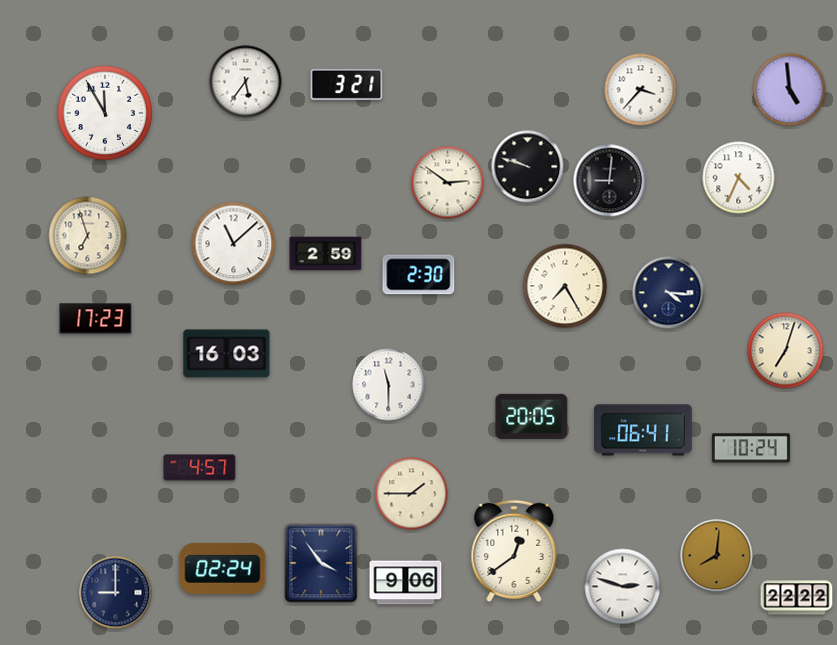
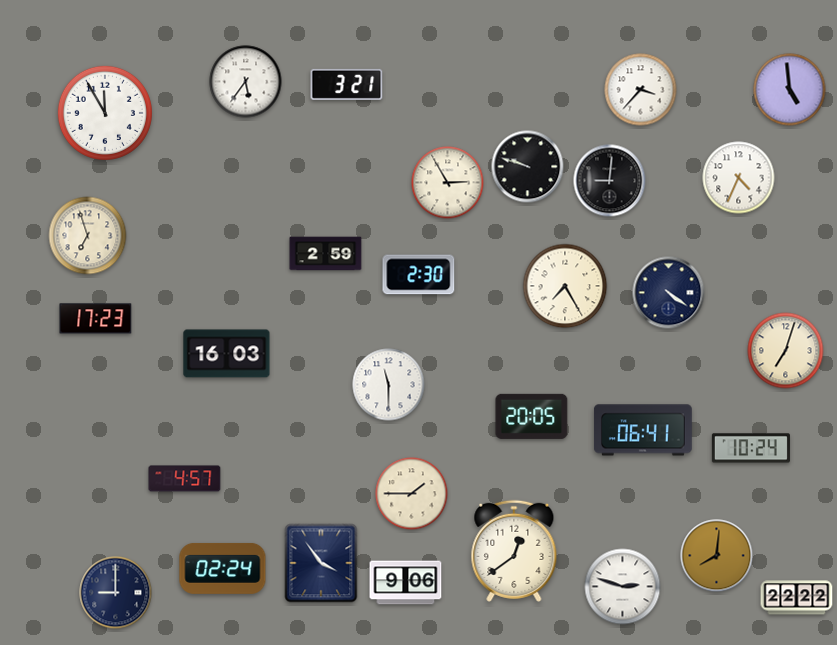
clock at (448, 183): 2:51 -> 2:55
clock at (234, 244): 11:08 -> none
clock at (669, 293): 4:16 -> 4:21
clock at (200, 468) position: (200, 468) -> (185, 479)
